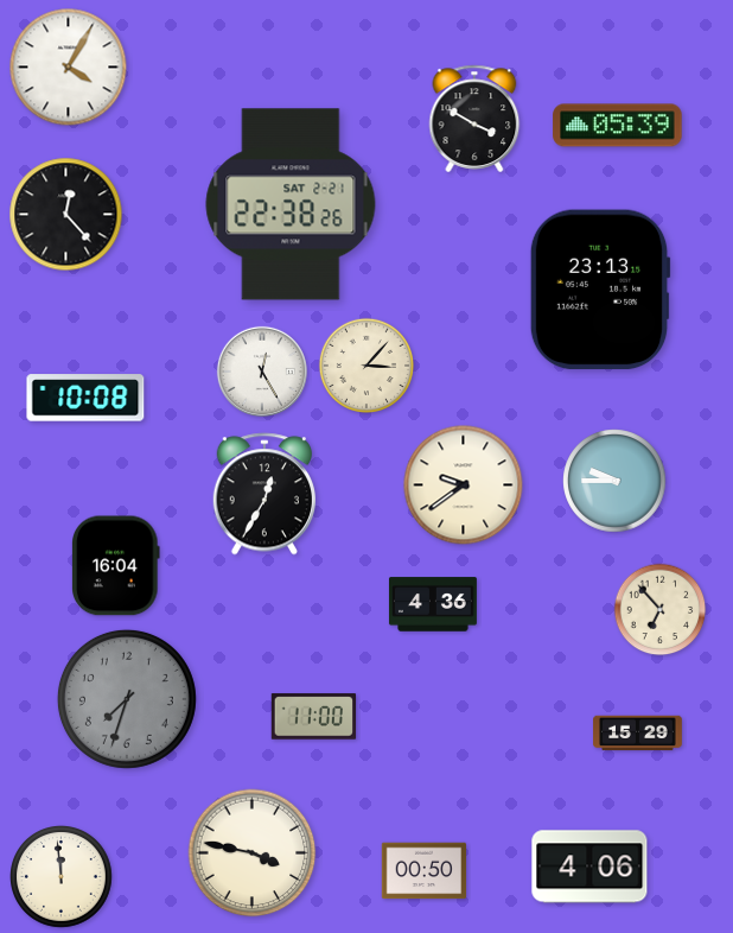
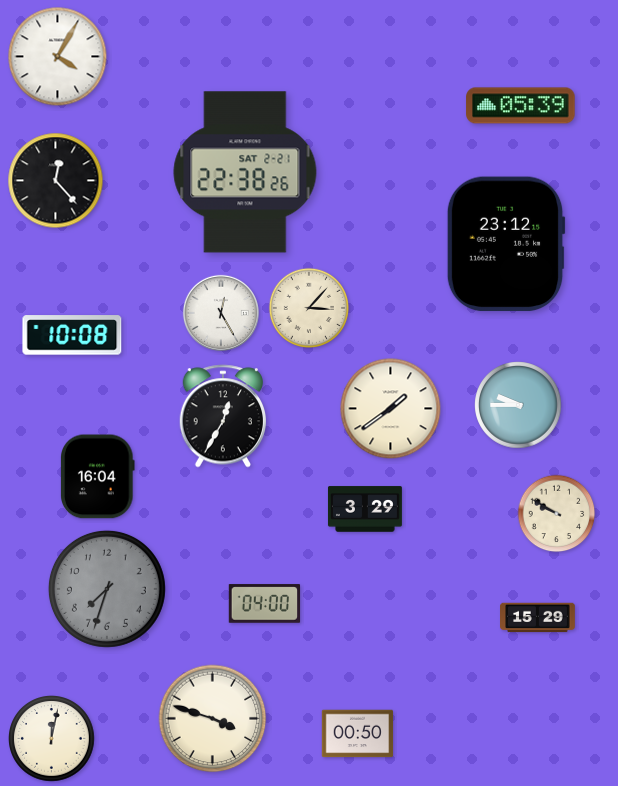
clock at (474, 119): 3:50 -> none
clock at (600, 290): 23:13 -> 23:12
clock at (464, 485): 9:39 -> 1:39
clock at (433, 604): 4:36 -> 3:29
clock at (661, 610): 6:53 -> 9:50
clock at (314, 717): 11:00 -> 04:00
clock at (253, 853): 3:47 -> 3:48
clock at (589, 867): 4:06 -> none
clock at (62, 877): 11:59 -> 12:02
